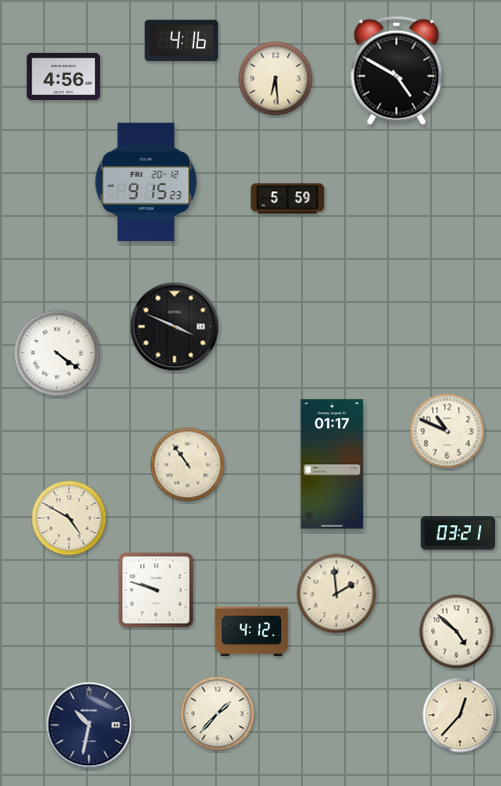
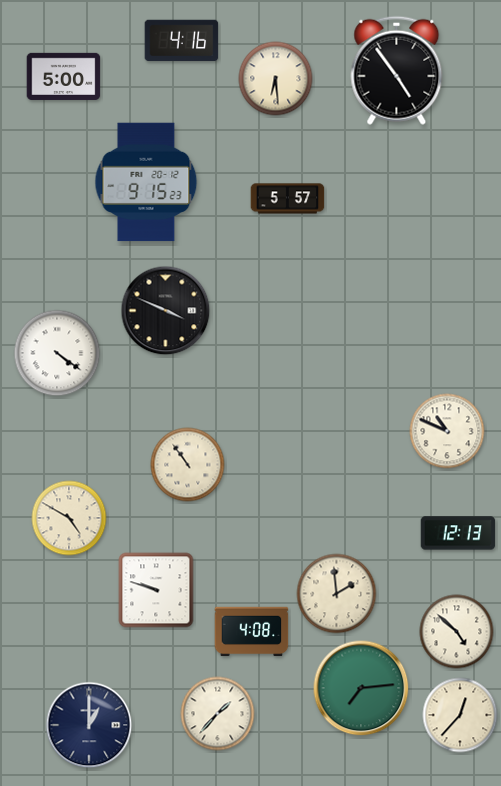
clock at (397, 70): 4:50 -> 4:54
clock at (64, 76): 4:56 -> 5:00
clock at (288, 199): 5:59 -> 5:57
clock at (175, 327) position: (175, 327) -> (166, 311)
clock at (332, 464): 01:17 -> none
clock at (458, 533): 03:21 -> 12:13
clock at (252, 632): 4:12 -> 4:08
clock at (361, 688): none -> 7:14
clock at (89, 725): 10:32 -> 1:00
